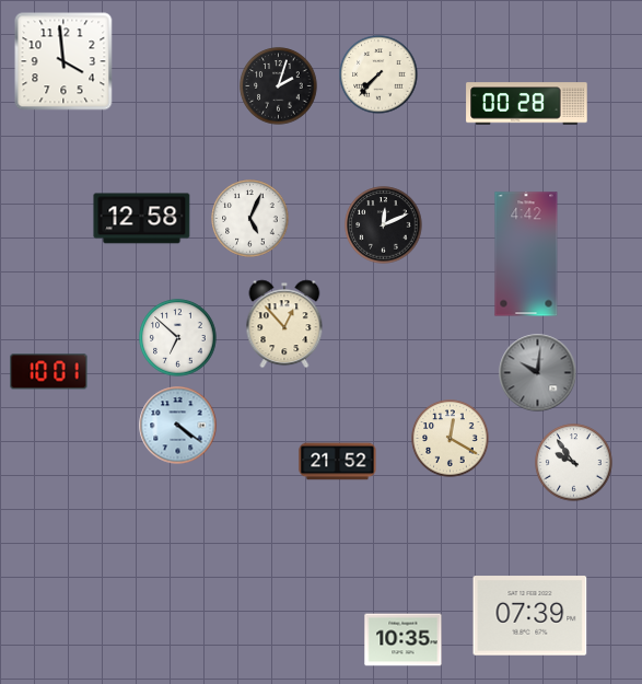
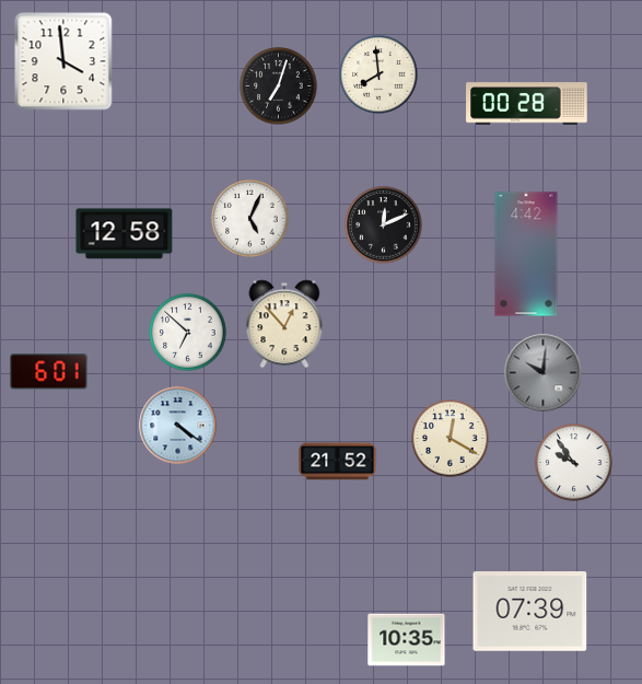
clock at (378, 74): 7:37 -> 7:59
clock at (279, 86): 2:03 -> 7:03
clock at (142, 219) position: (142, 219) -> (125, 234)
clock at (178, 338) position: (178, 338) -> (188, 333)
clock at (49, 372): 10:01 -> 6:01
clock at (538, 373) position: (538, 373) -> (544, 373)
clock at (530, 616) position: (530, 616) -> (530, 612)
clock at (404, 640) position: (404, 640) -> (407, 640)
